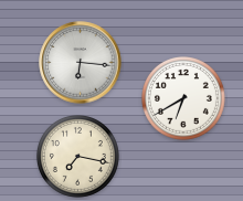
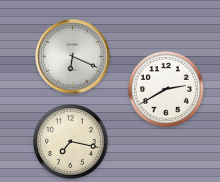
clock at (81, 63): 6:16 -> 6:19
clock at (184, 99): 6:40 -> 2:40
